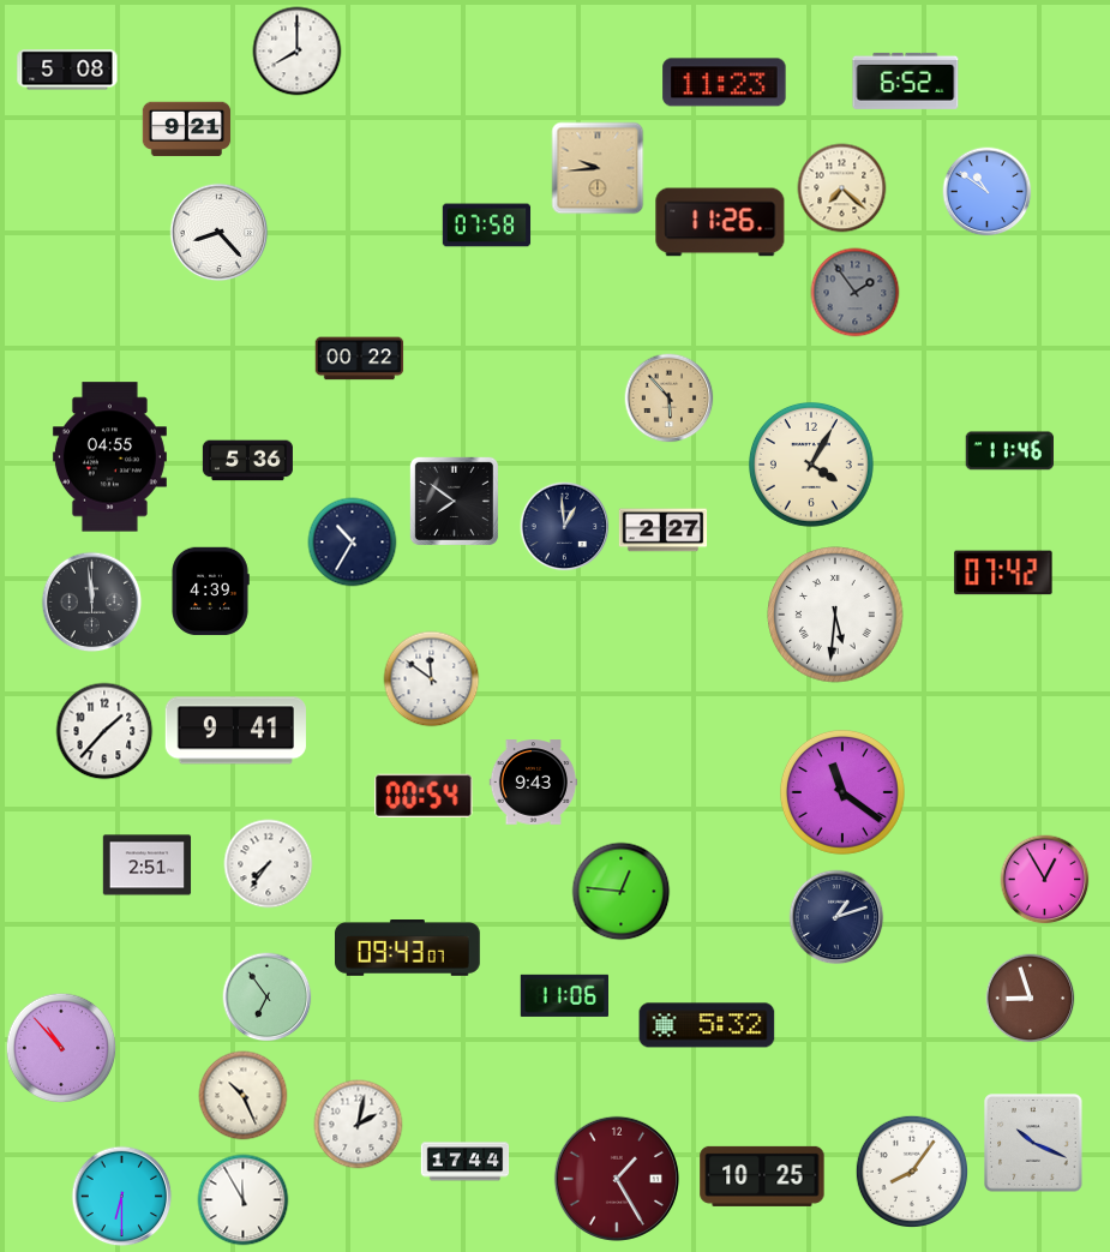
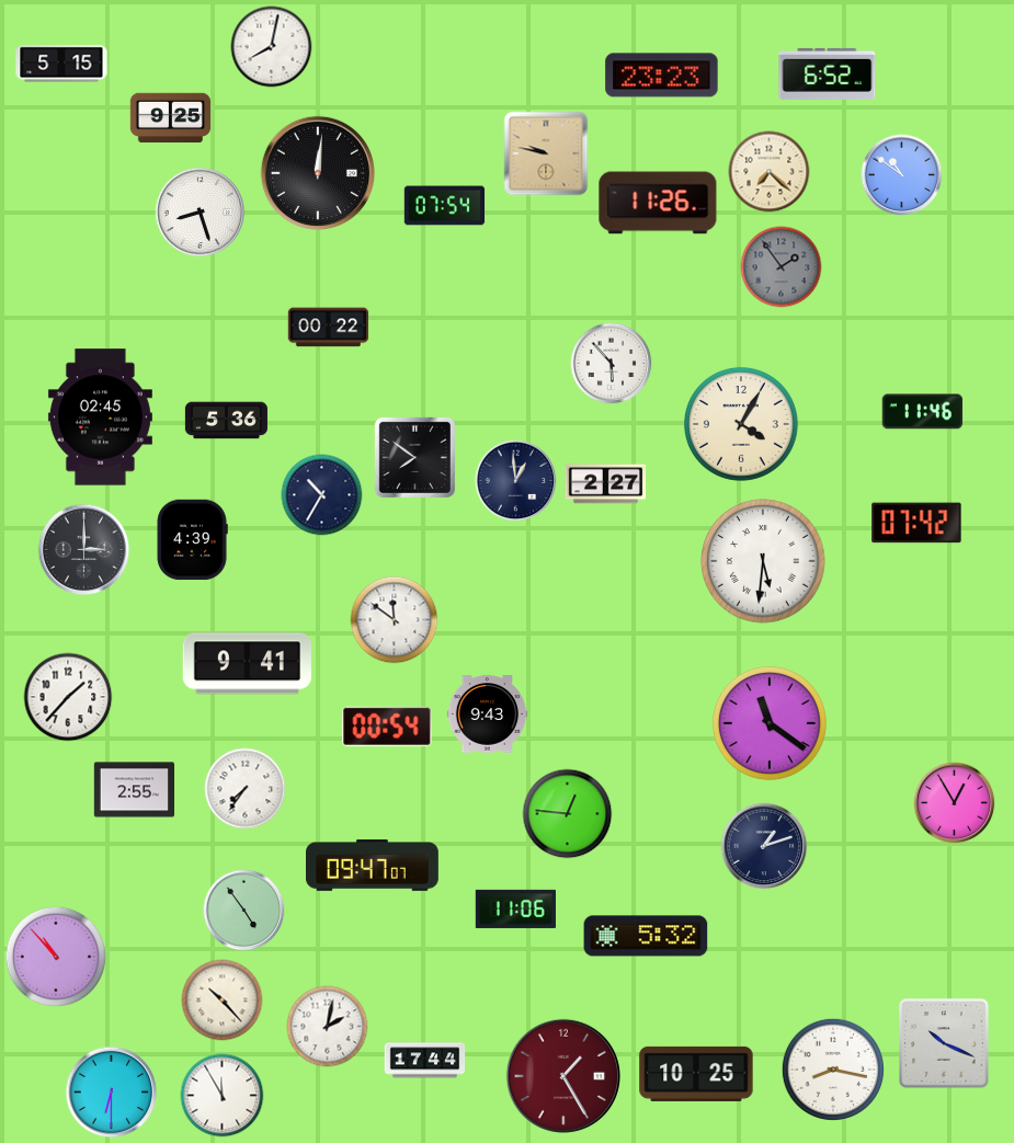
clock at (298, 52): 8:00 -> 8:02
clock at (67, 70): 5:08 -> 5:15
clock at (725, 83): 11:23 -> 23:23
clock at (187, 130): 9:21 -> 9:25
clock at (598, 168): 9:44 -> 9:47
clock at (318, 173): none -> 12:01
clock at (487, 226): 07:58 -> 07:54
clock at (220, 233): 8:23 -> 8:27
clock at (670, 399) dial: champagne -> white
clock at (109, 457): 04:55 -> 02:45
clock at (92, 603): 11:59 -> 3:00
clock at (104, 731) position: (104, 731) -> (68, 697)
clock at (235, 731) position: (235, 731) -> (247, 664)
clock at (148, 865): 2:51 -> 2:55
clock at (836, 917) position: (836, 917) -> (764, 846)
clock at (408, 948): 09:43 -> 09:47
clock at (268, 998): 6:54 -> 4:54
clock at (1031, 999): 8:57 -> none
clock at (244, 1096): 10:26 -> 10:23
clock at (911, 1170): 8:06 -> 8:17
